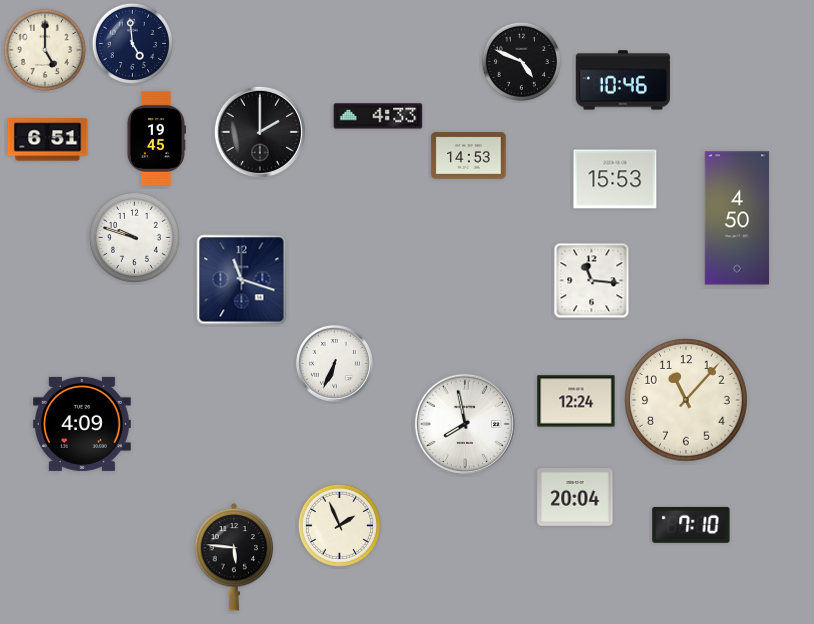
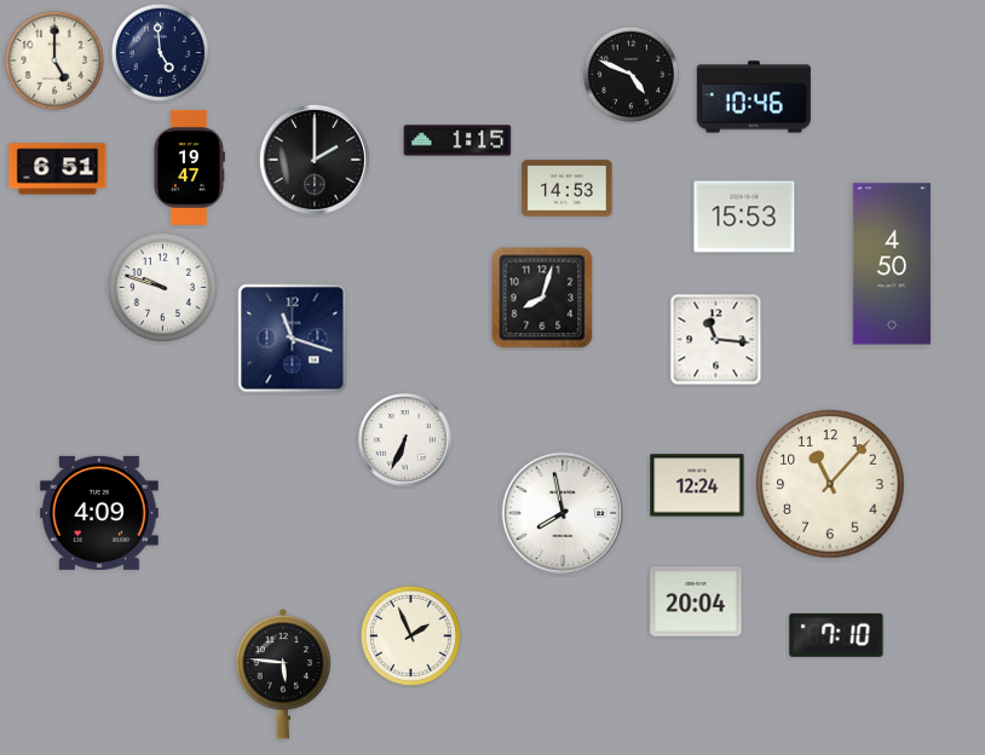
clock at (378, 116): 4:33 -> 1:15
clock at (156, 138): 19:45 -> 19:47
clock at (542, 298): none -> 8:03
